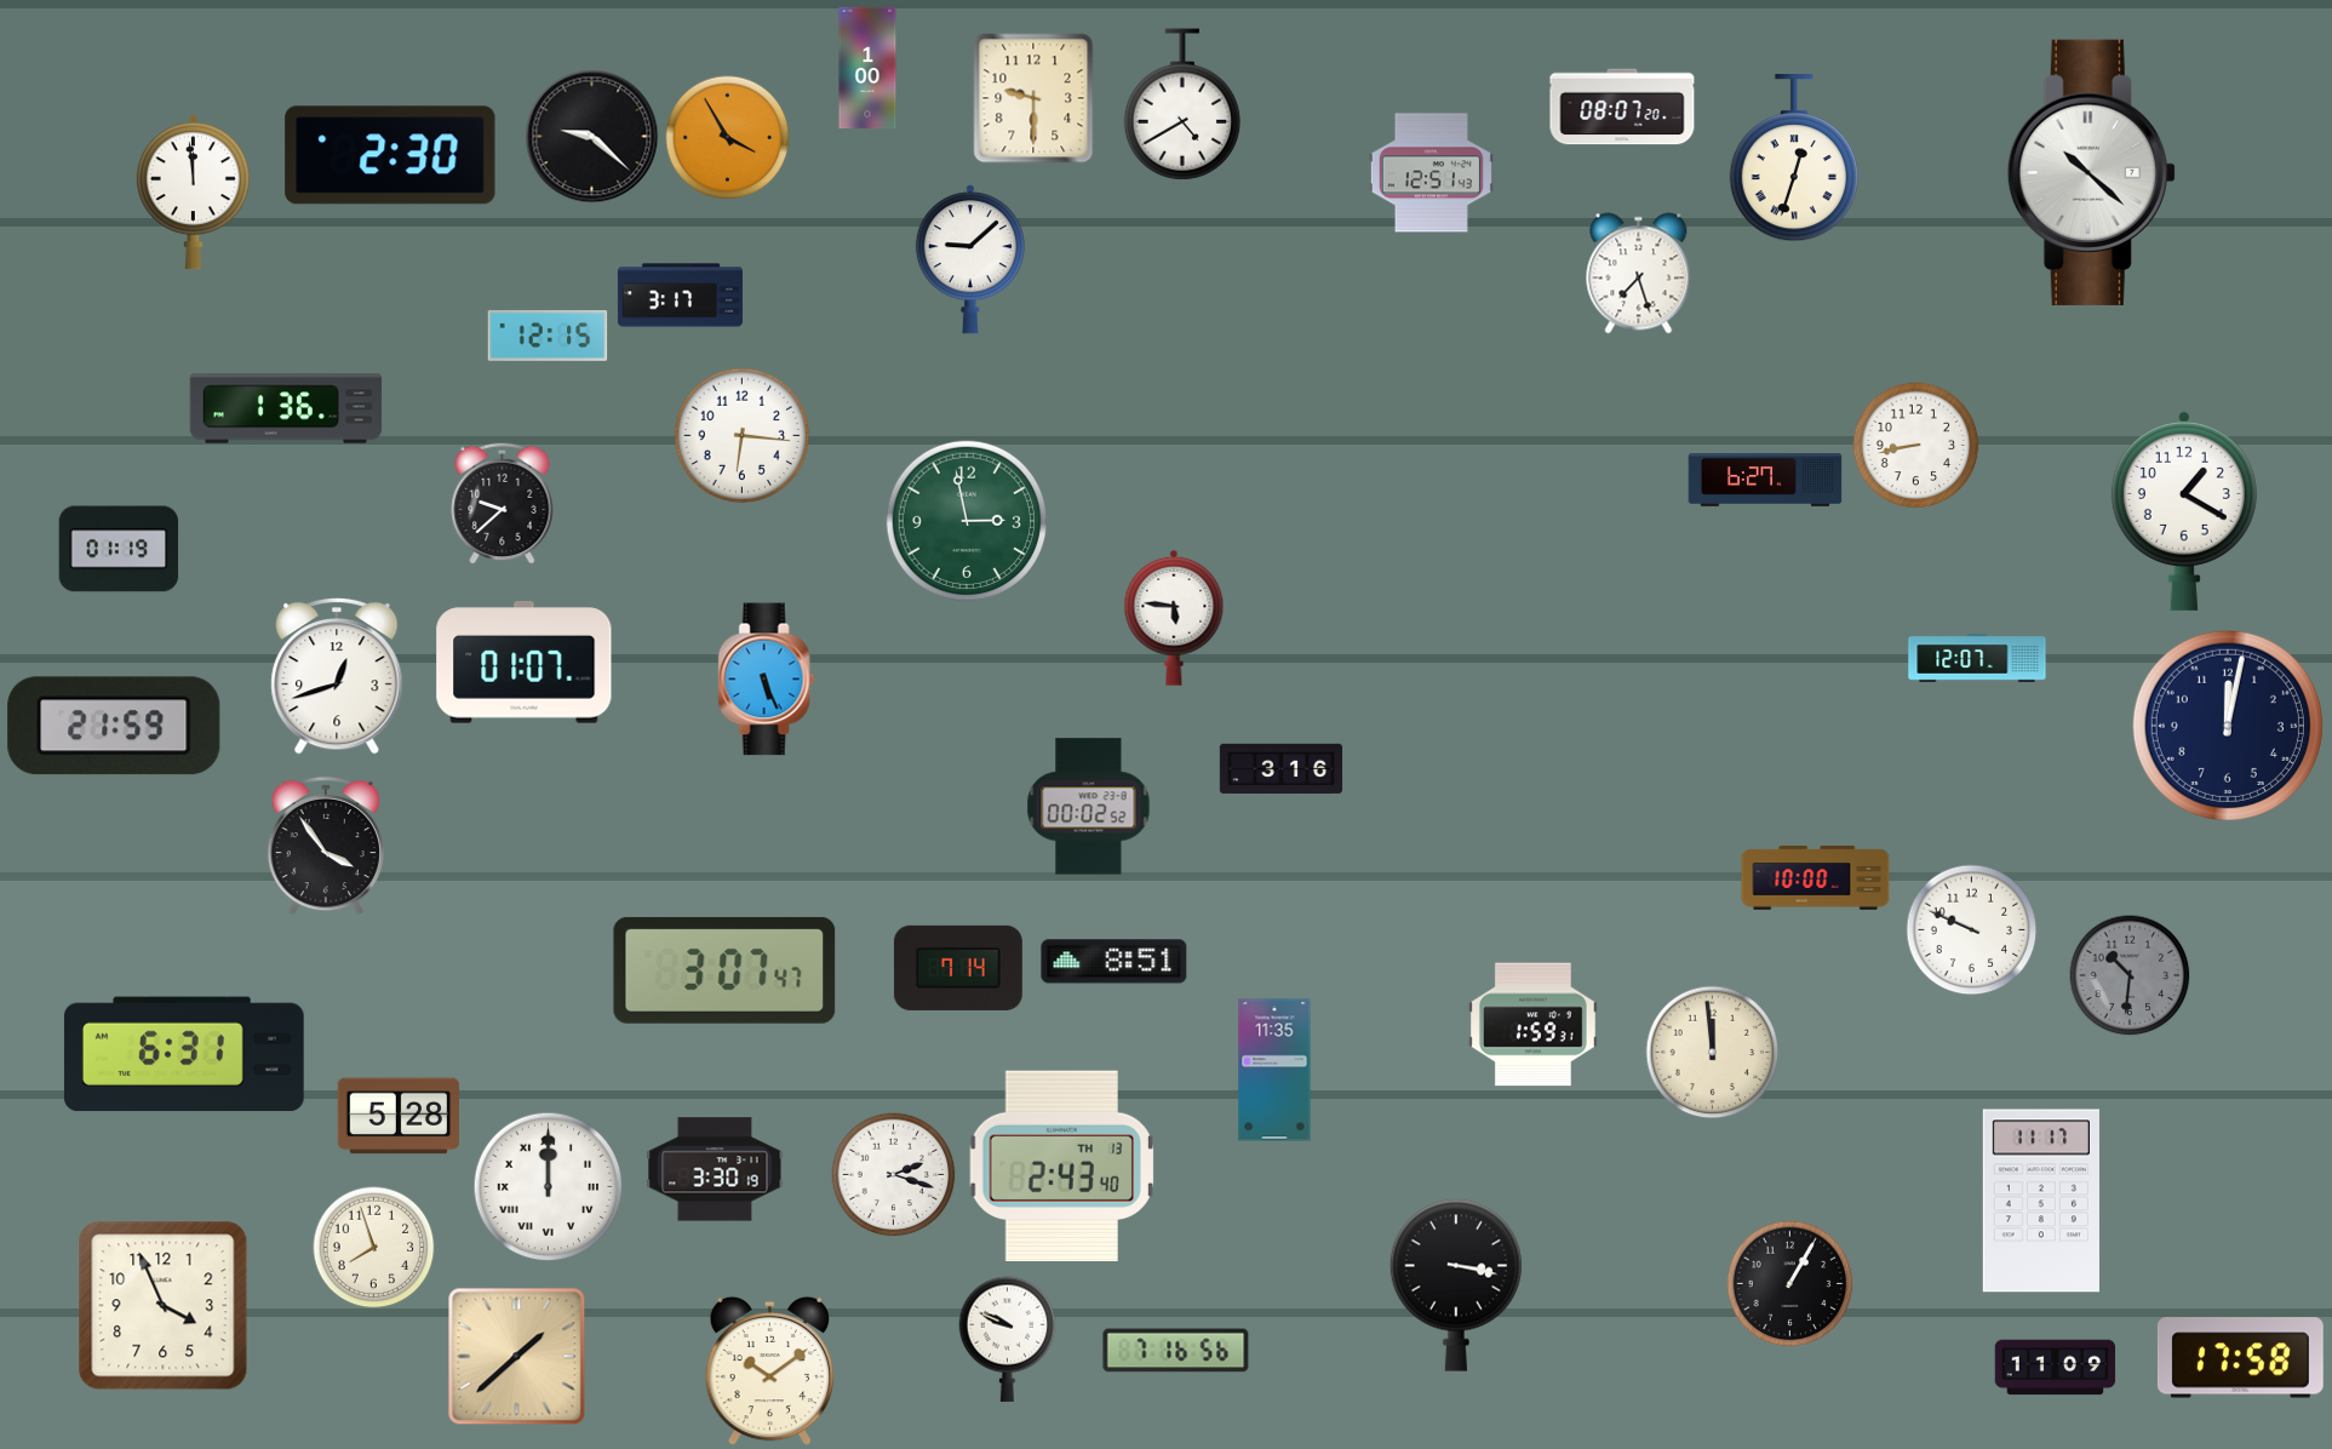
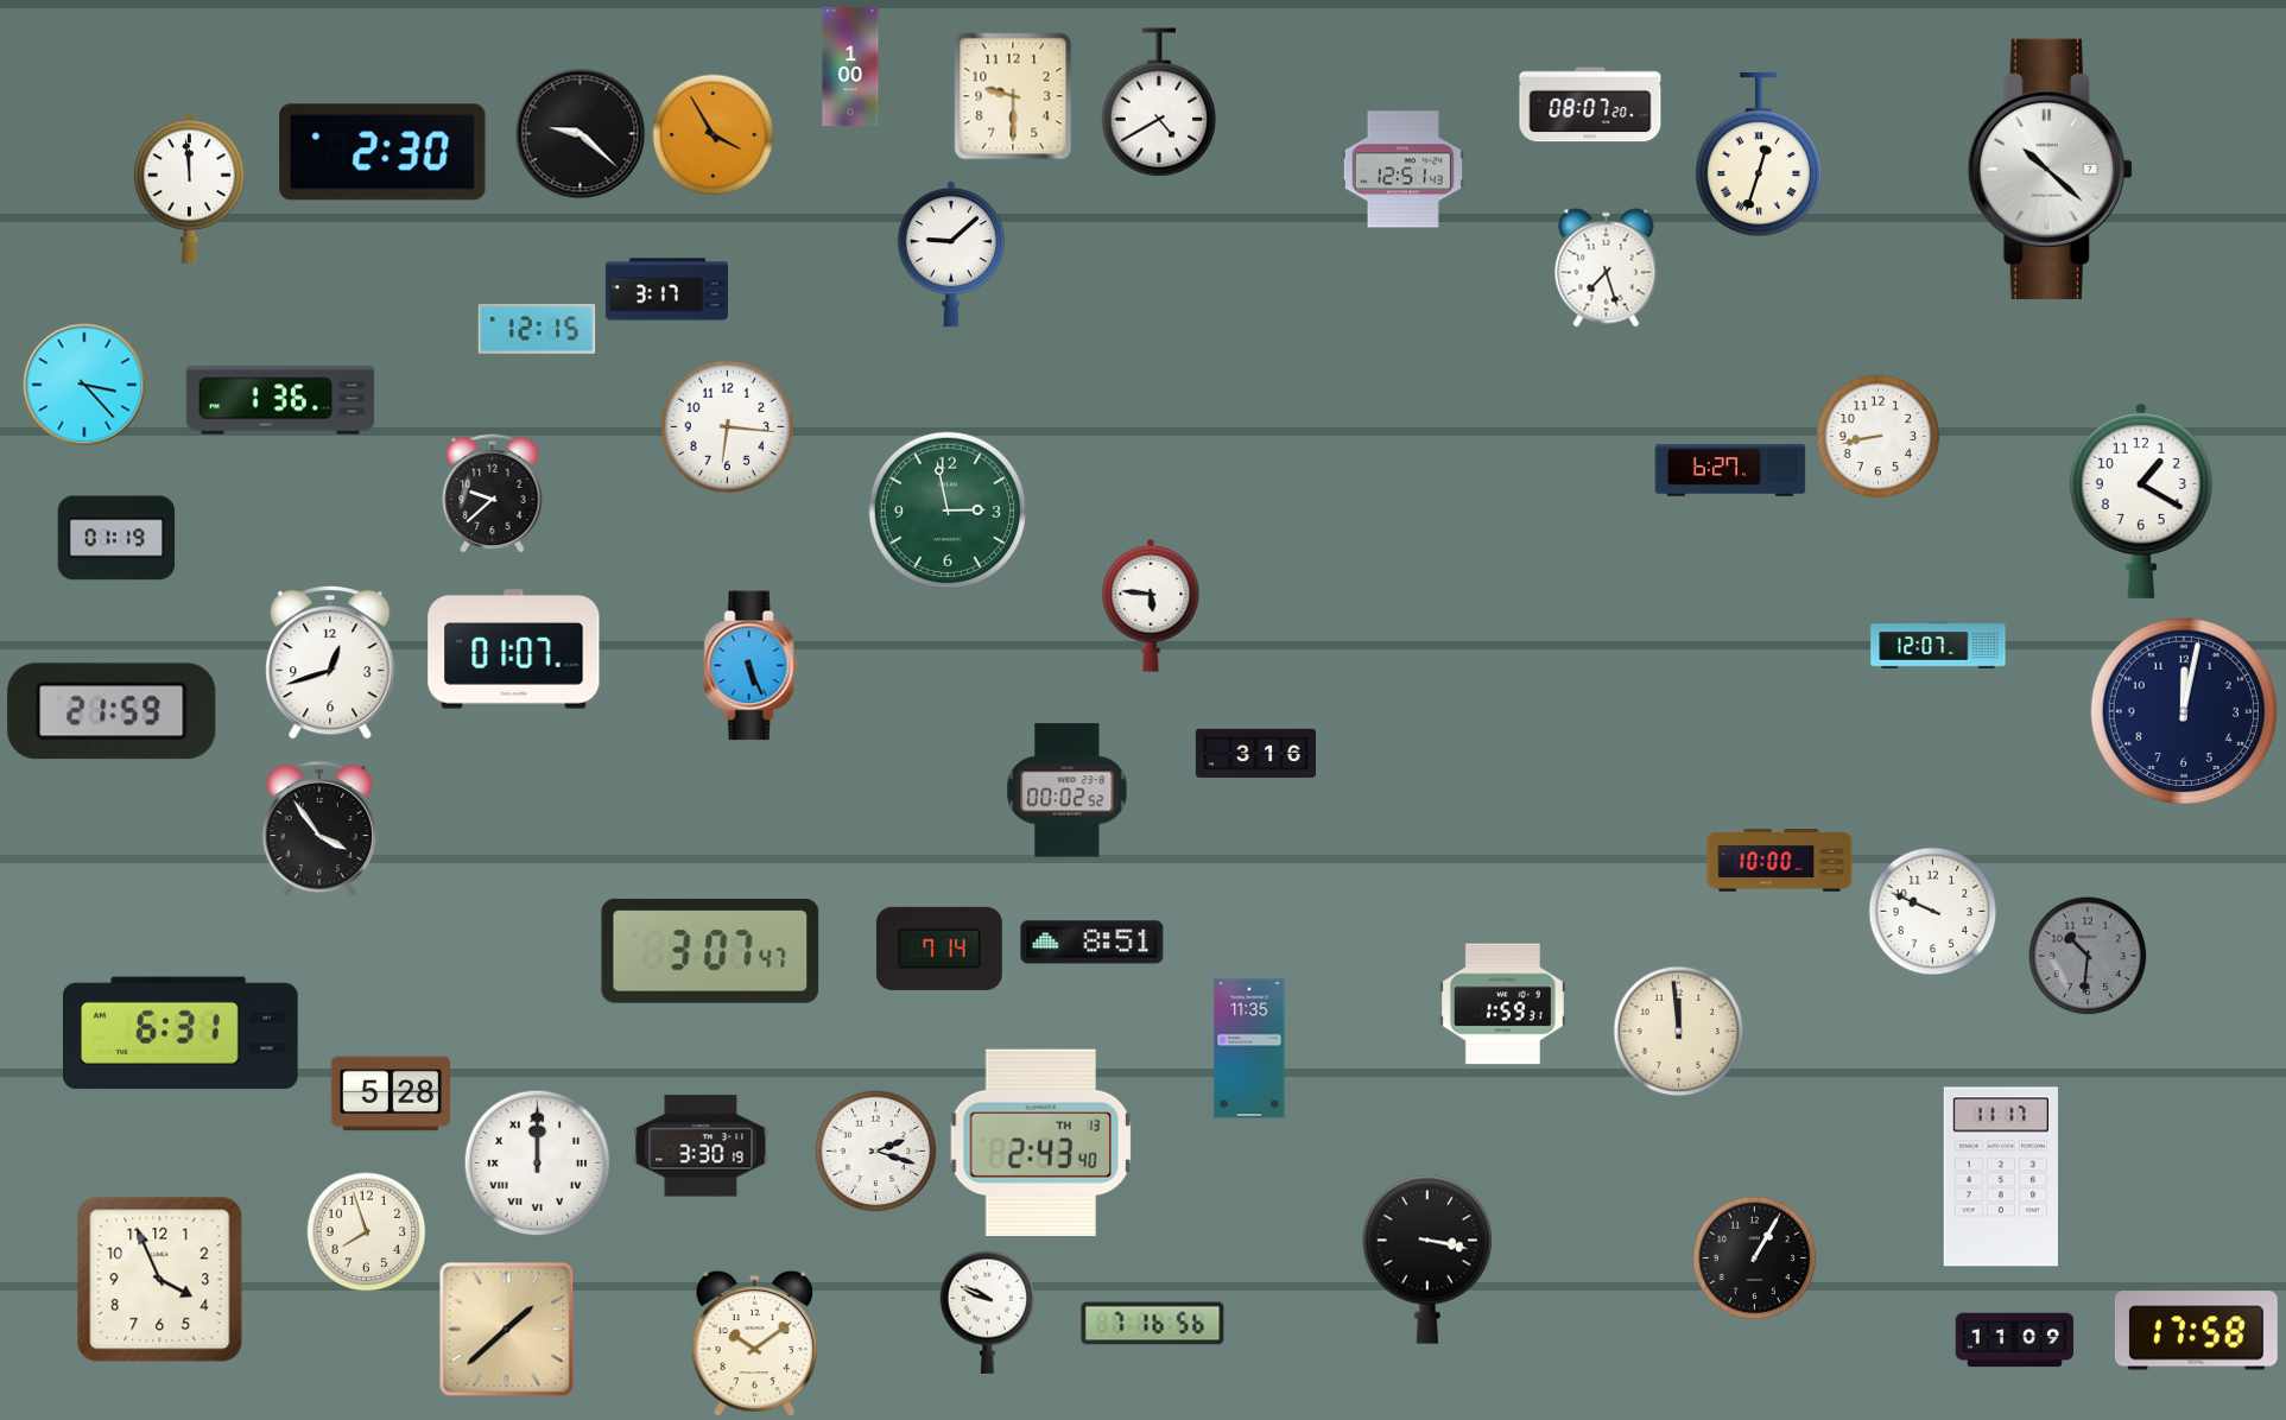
clock at (84, 385): none -> 3:23
clock at (374, 1248) position: (374, 1248) -> (367, 1232)
